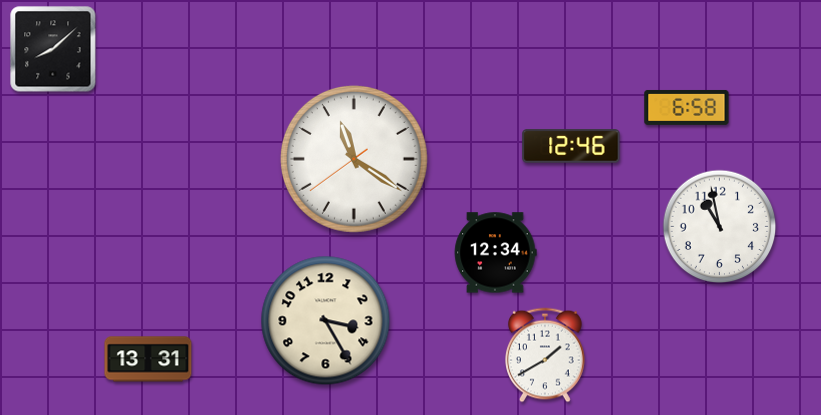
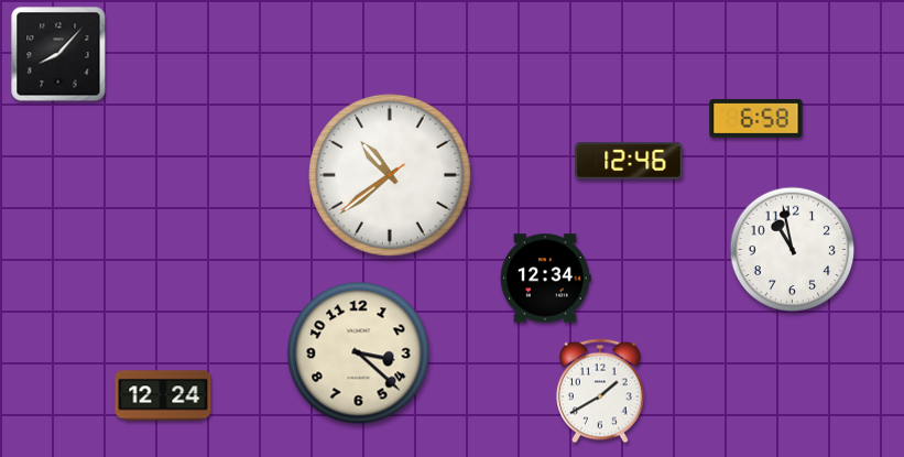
clock at (53, 49): 8:08 -> 8:07
clock at (354, 159): 11:20 -> 10:38
clock at (326, 321): 3:25 -> 3:22
clock at (148, 359): 13:31 -> 12:24
